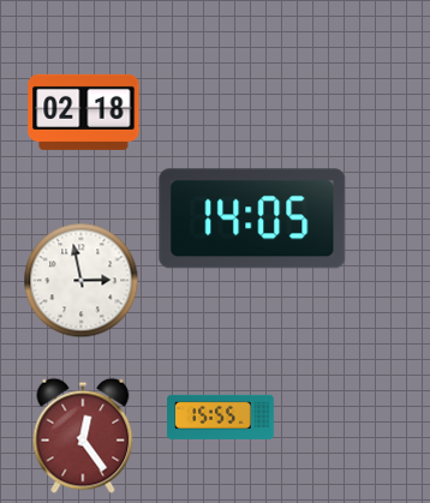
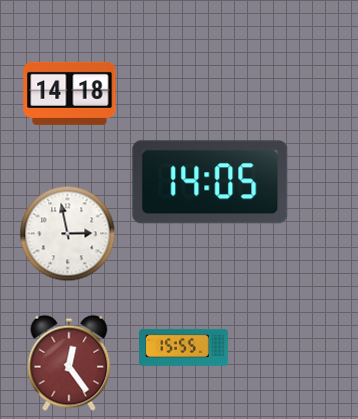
clock at (84, 112): 02:18 -> 14:18
